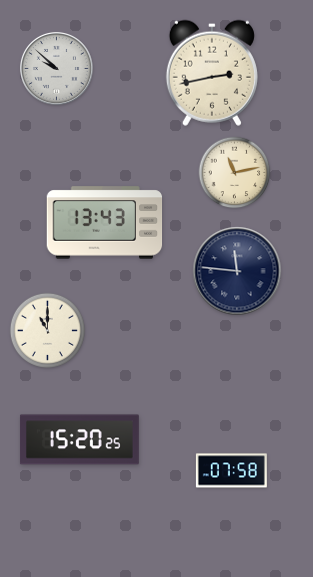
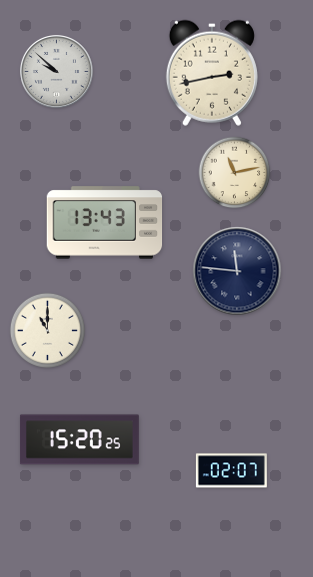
clock at (56, 68) position: (56, 68) -> (56, 71)
clock at (231, 471): 07:58 -> 02:07
